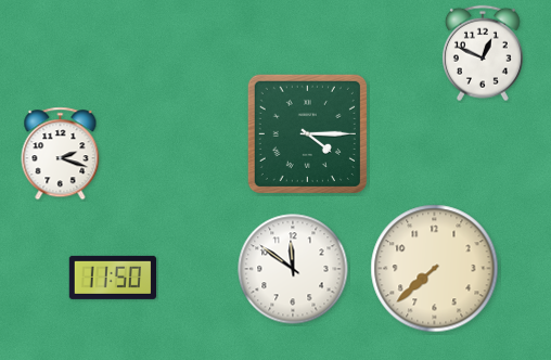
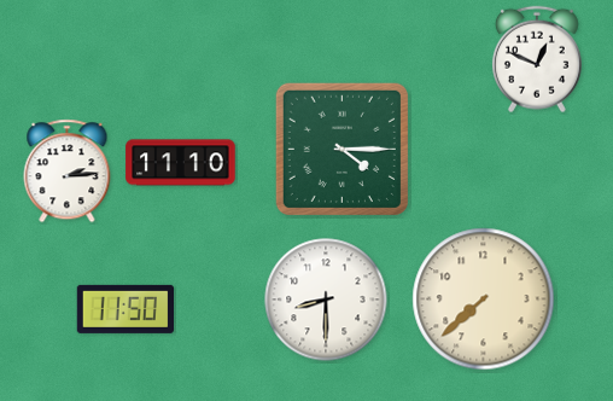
clock at (181, 163): none -> 11:10
clock at (61, 154): 2:18 -> 2:14
clock at (293, 269): 11:51 -> 8:30
